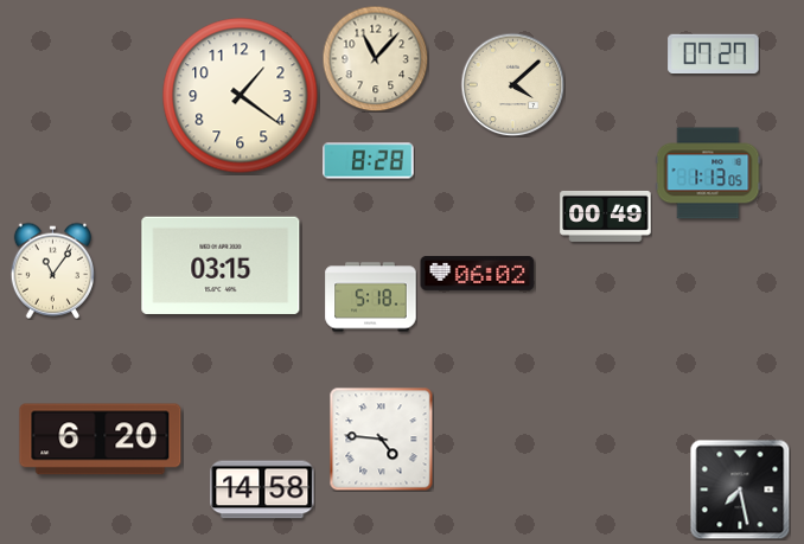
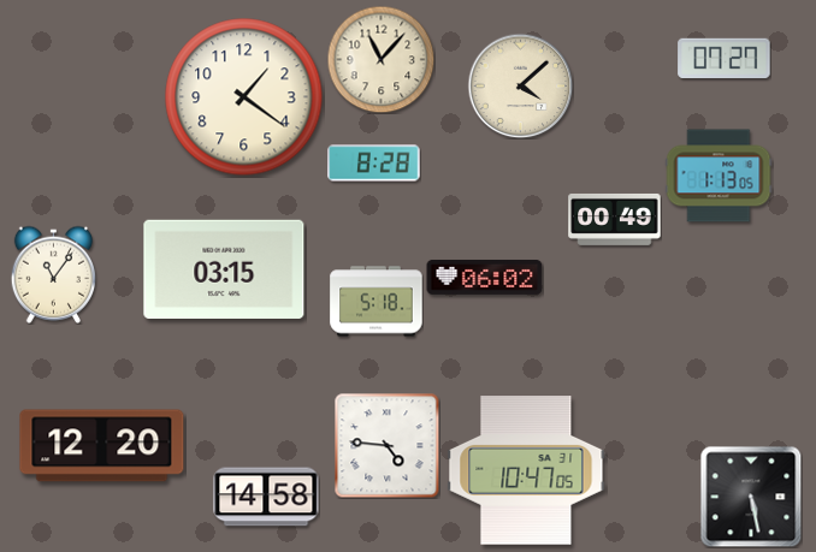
clock at (714, 53) position: (714, 53) -> (725, 58)
clock at (101, 440): 6:20 -> 12:20
clock at (526, 470): none -> 10:47
clock at (740, 489): 7:28 -> 5:28
